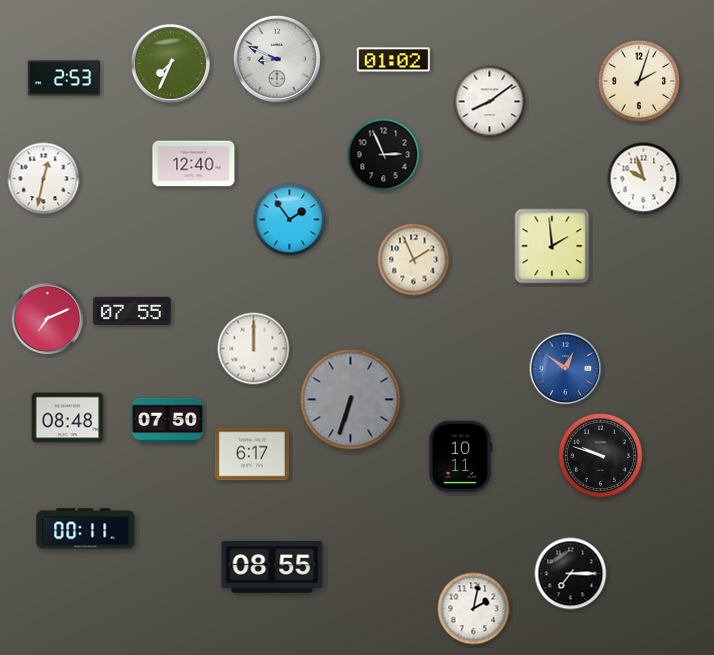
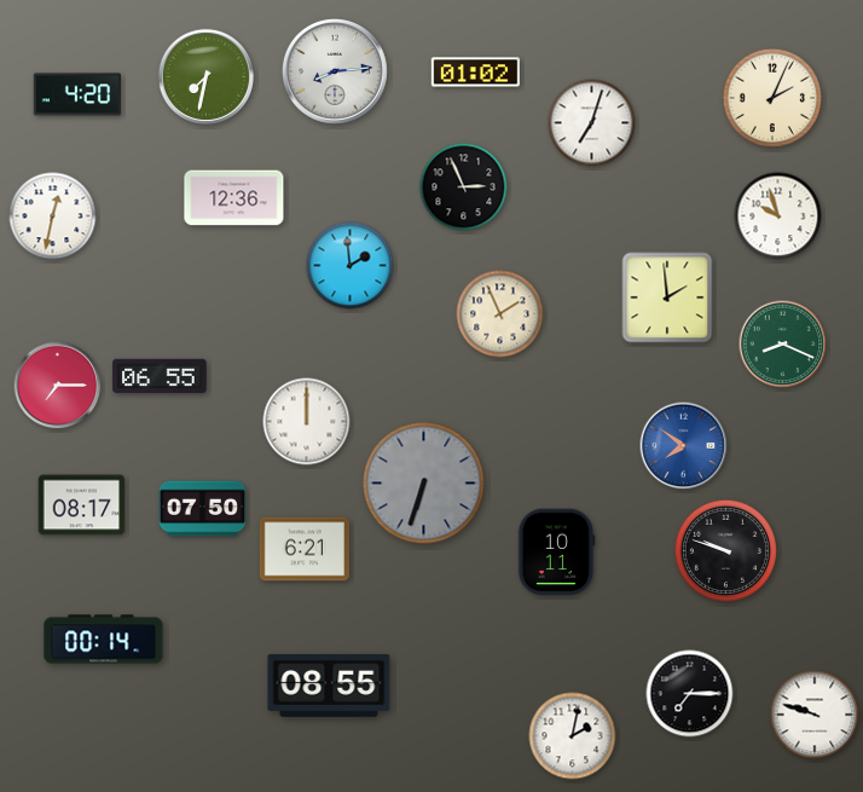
clock at (277, 59): 8:49 -> 8:14
clock at (170, 63): 7:34 -> 7:32
clock at (64, 78): 2:53 -> 4:20
clock at (639, 81): 2:03 -> 2:04
clock at (490, 102): 8:09 -> 7:03
clock at (194, 164): 12:40 -> 12:36
clock at (290, 220): 1:54 -> 1:59
clock at (783, 345): none -> 8:19
clock at (132, 310): 07:55 -> 06:55
clock at (48, 319): 7:11 -> 7:15
clock at (566, 369): 12:51 -> 7:51
clock at (68, 418): 08:48 -> 08:17
clock at (252, 454): 6:17 -> 6:21
clock at (86, 529): 00:11 -> 00:14
clock at (815, 715): none -> 9:48
